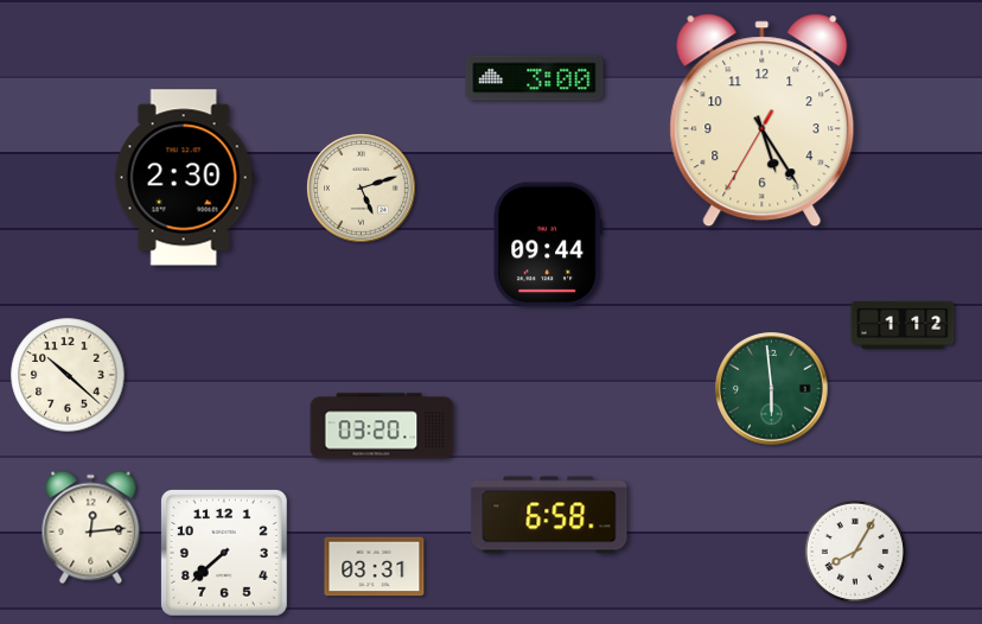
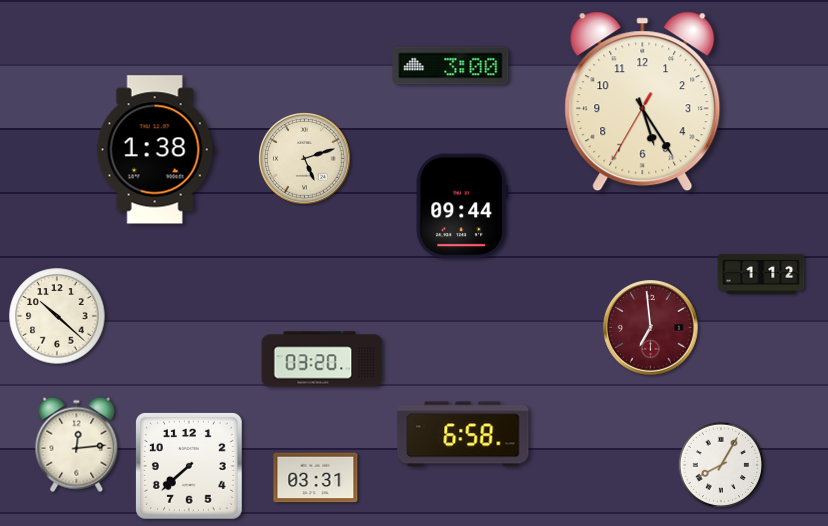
clock at (184, 178): 2:30 -> 1:38
clock at (772, 389): 5:59 -> 6:59
clock at (772, 389) dial: green -> burgundy
